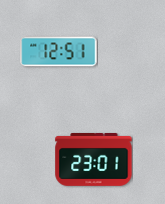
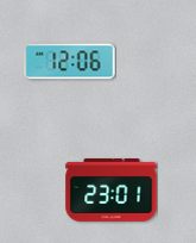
clock at (59, 52): 12:51 -> 12:06
